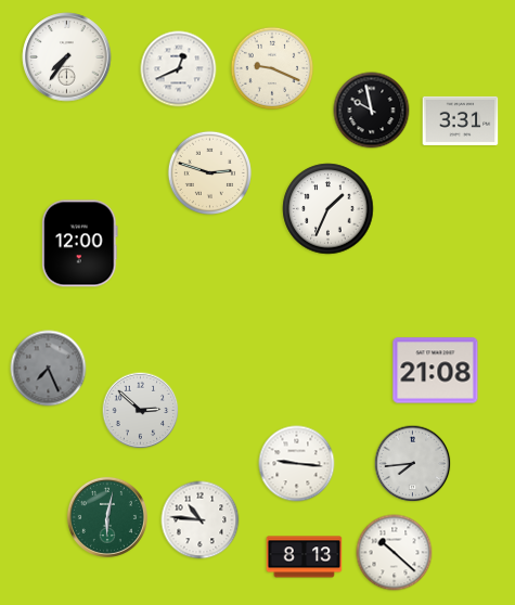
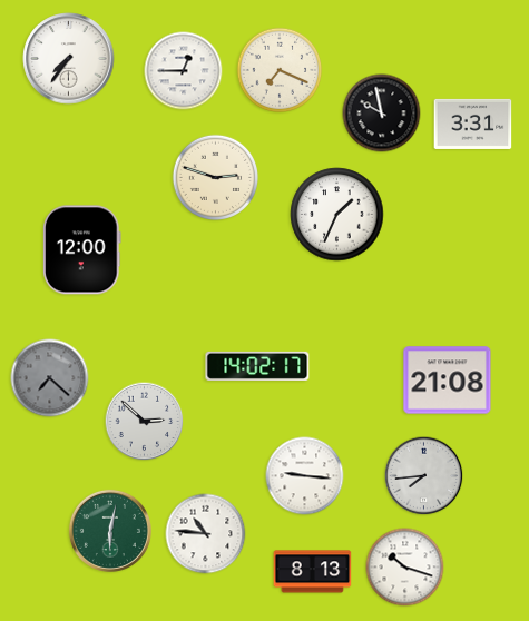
clock at (272, 68): 9:19 -> 7:19
clock at (179, 69): 12:41 -> 12:45
clock at (257, 366): none -> 14:02
clock at (49, 369): 7:26 -> 7:22
clock at (395, 553): 10:22 -> 10:18
